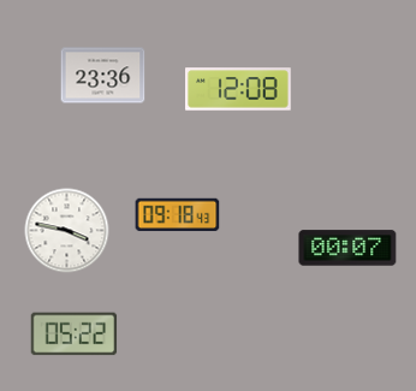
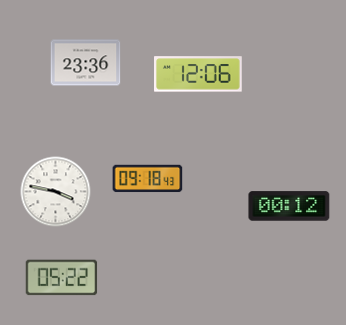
clock at (239, 89): 12:08 -> 12:06
clock at (347, 248): 00:07 -> 00:12
